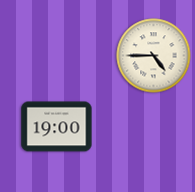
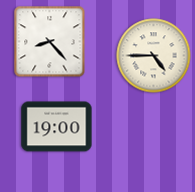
clock at (50, 42): none -> 8:23
